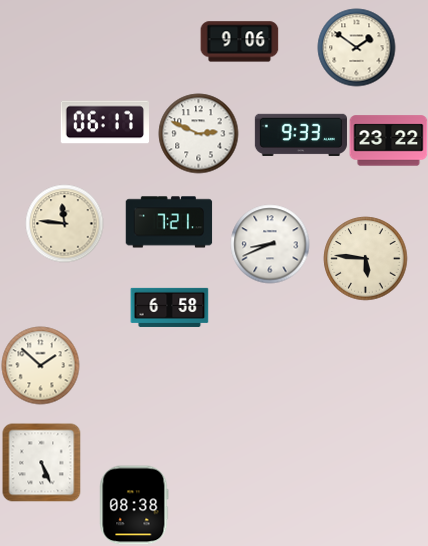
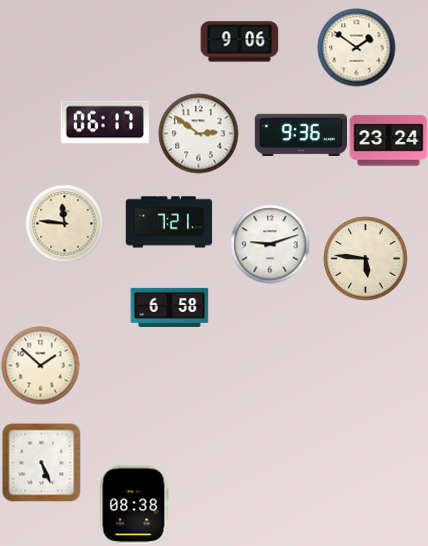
clock at (198, 133): 2:49 -> 2:51
clock at (301, 135): 9:33 -> 9:36
clock at (388, 141): 23:22 -> 23:24
clock at (270, 244): 8:41 -> 9:12
